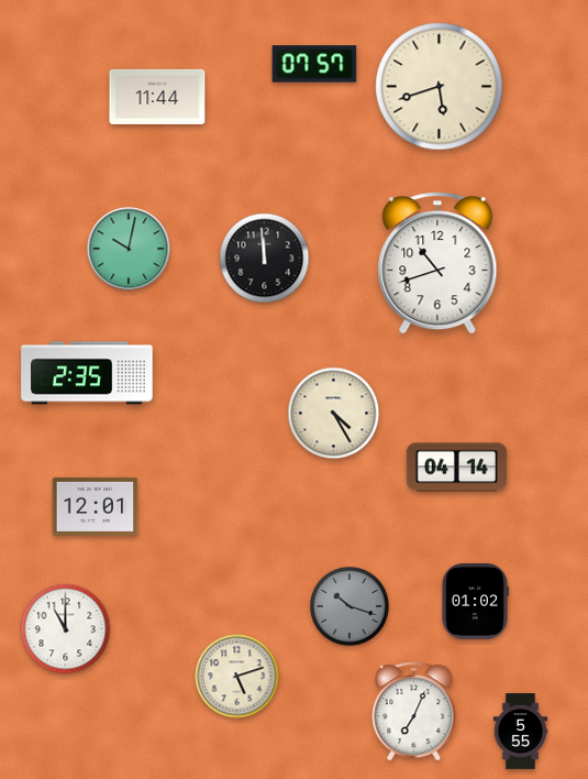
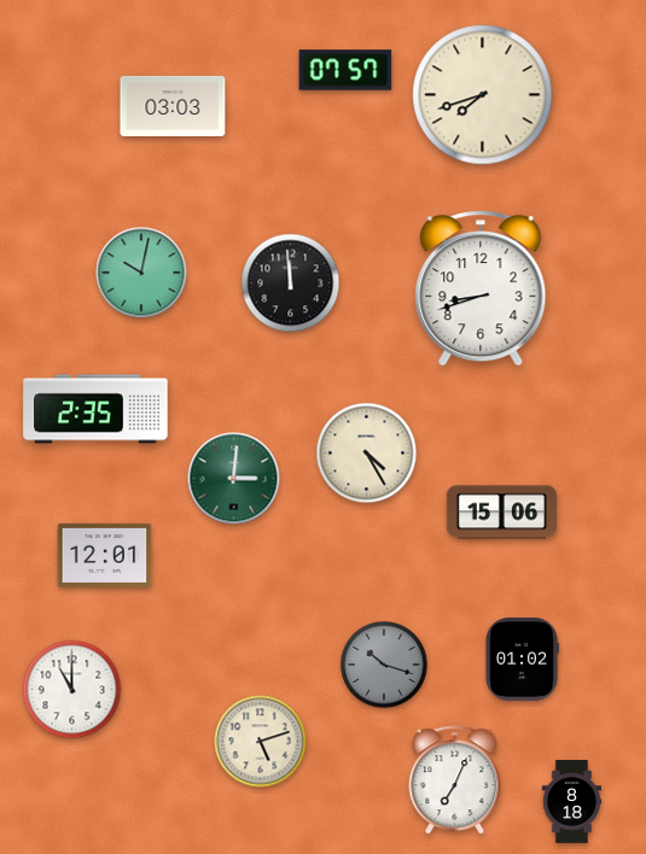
clock at (440, 87): 5:42 -> 7:42
clock at (157, 97): 11:44 -> 03:03
clock at (437, 263): 10:42 -> 8:42
clock at (234, 479): none -> 3:01
clock at (456, 468): 04:14 -> 15:06
clock at (521, 732): 5:55 -> 8:18
